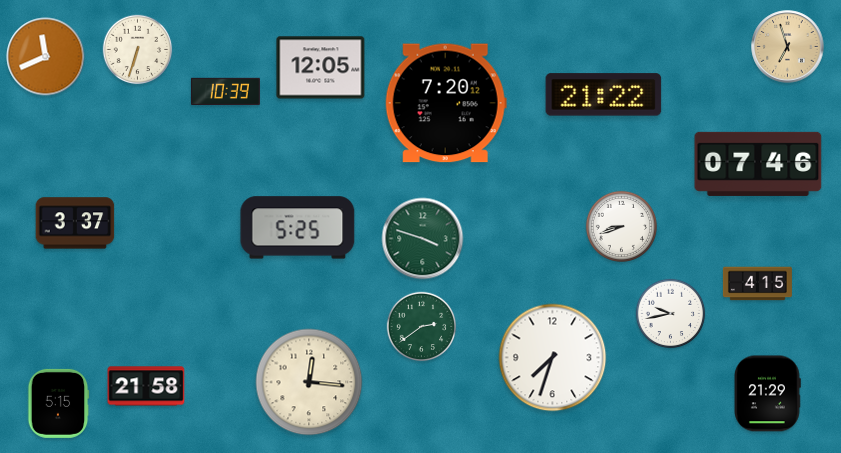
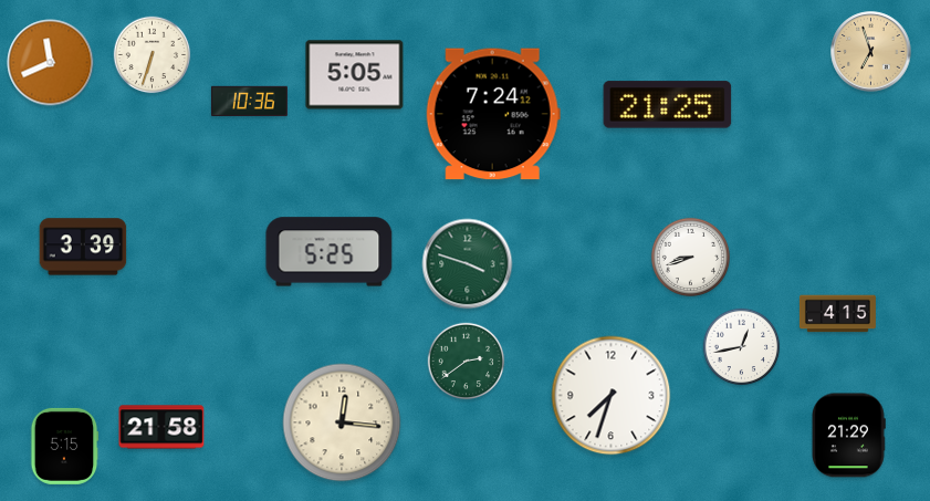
clock at (321, 68): 12:05 -> 5:05
clock at (225, 92): 10:39 -> 10:36
clock at (604, 95): 21:22 -> 21:25
clock at (446, 103): 7:20 -> 7:24
clock at (758, 164): 07:46 -> none
clock at (75, 223): 3:37 -> 3:39
clock at (621, 226) position: (621, 226) -> (690, 257)
clock at (671, 314): 9:43 -> 12:43
